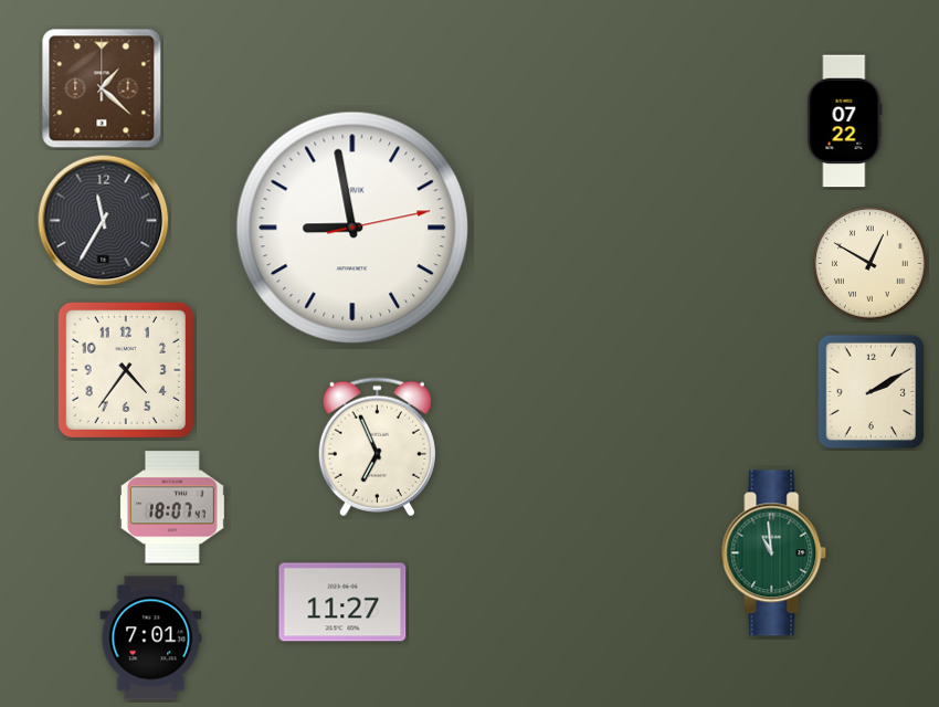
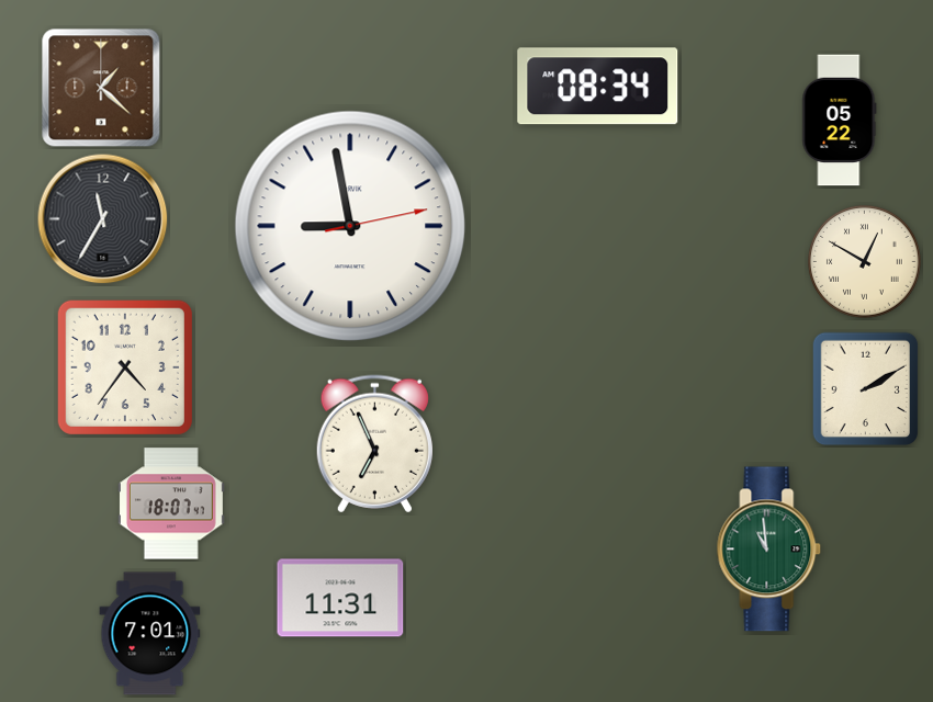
clock at (598, 87): none -> 08:34
clock at (845, 122): 07:22 -> 05:22
clock at (342, 602): 11:27 -> 11:31
